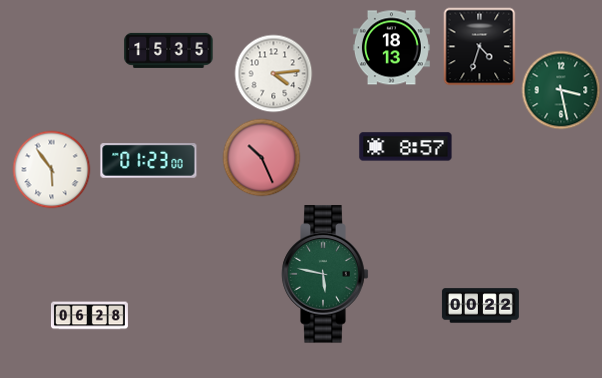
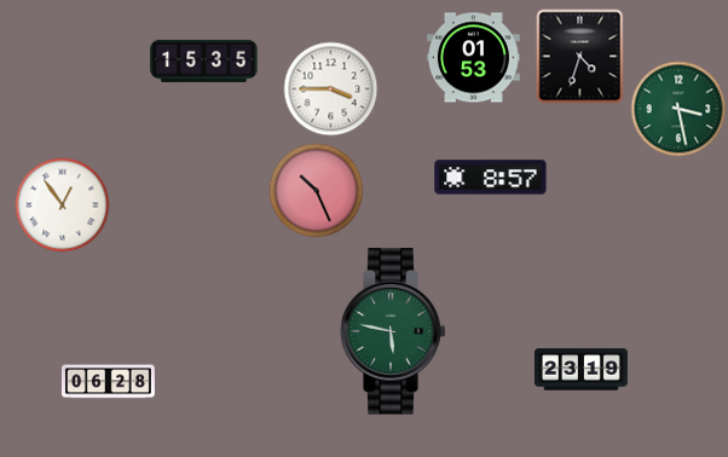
clock at (391, 48): 18:13 -> 01:53
clock at (273, 73): 4:14 -> 3:45
clock at (149, 161): 01:23 -> none
clock at (51, 169): 5:54 -> 12:54
clock at (480, 306): 00:22 -> 23:19
